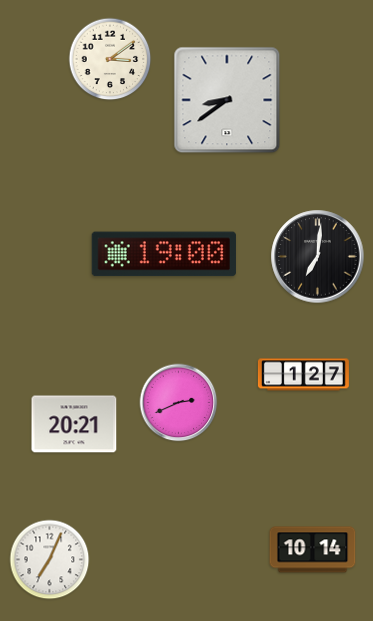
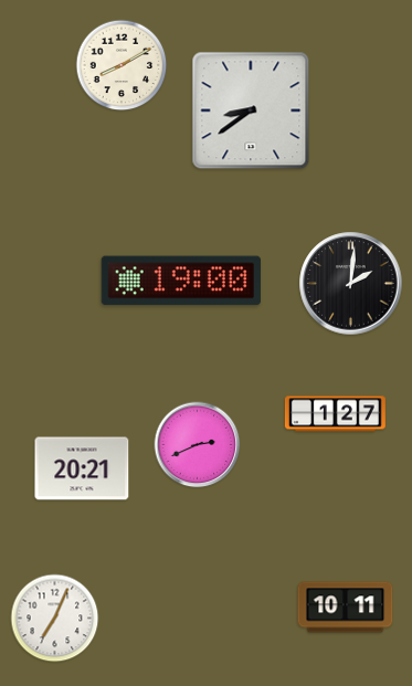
clock at (110, 59): 3:09 -> 8:10
clock at (318, 257): 7:01 -> 2:01
clock at (313, 550): 10:14 -> 10:11
